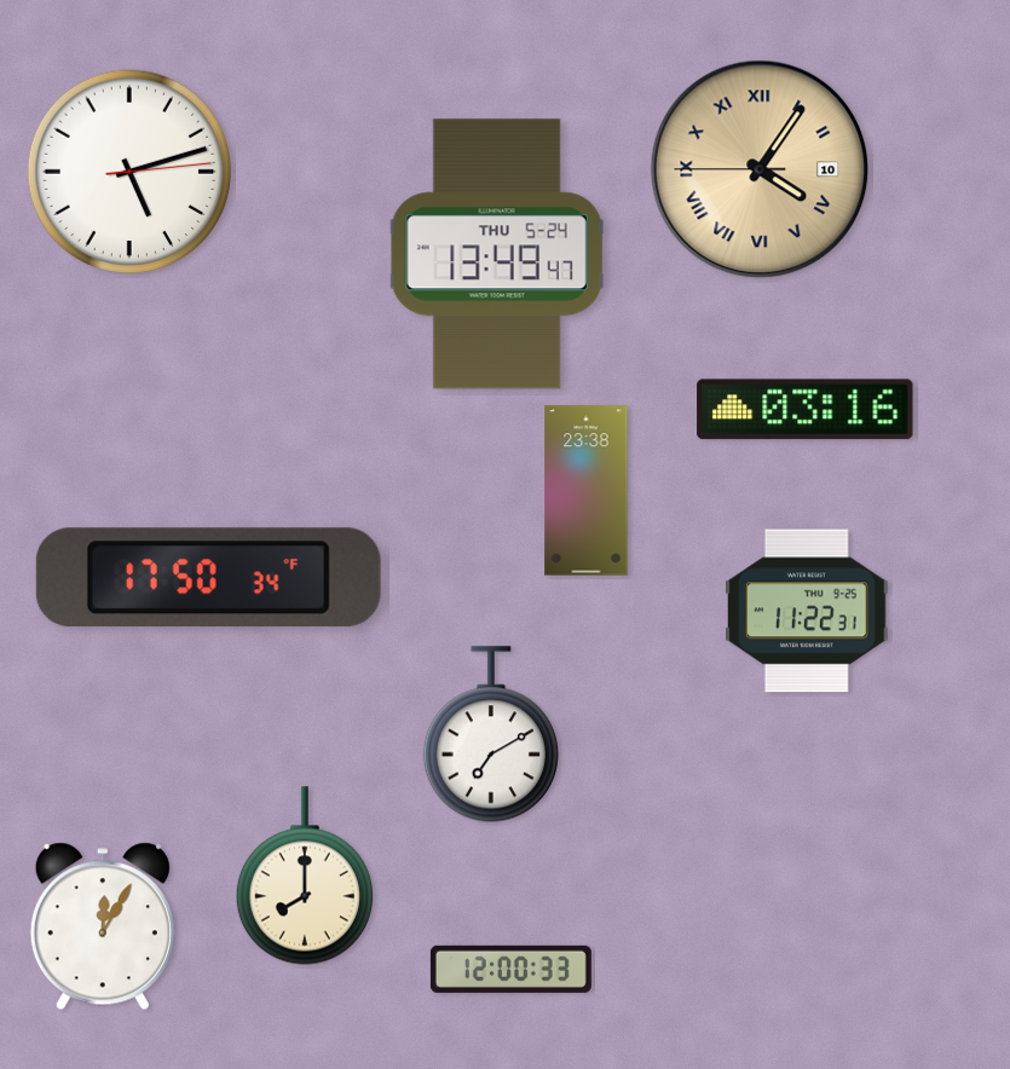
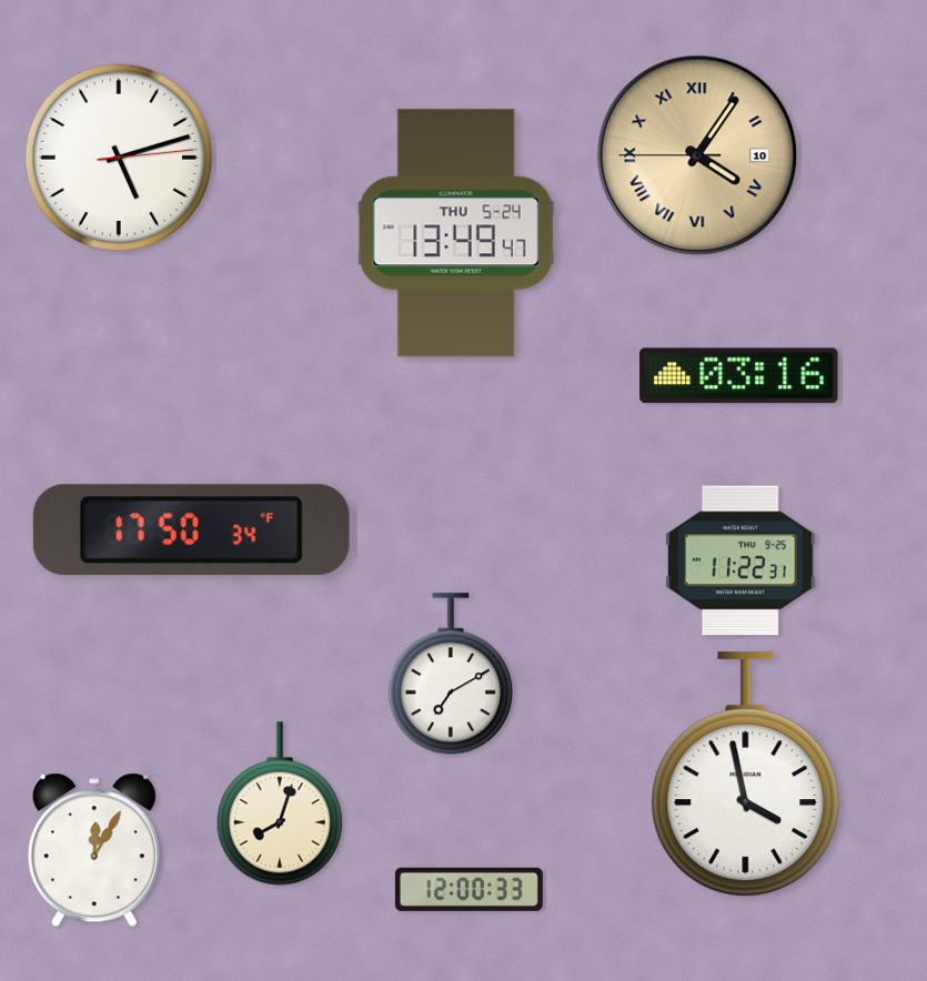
clock at (587, 491): 23:38 -> none
clock at (746, 775): none -> 3:58
clock at (305, 876): 8:00 -> 8:03
